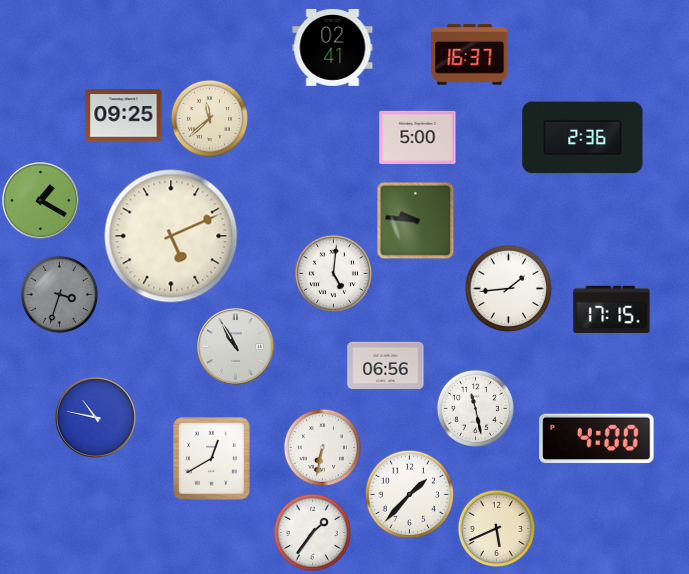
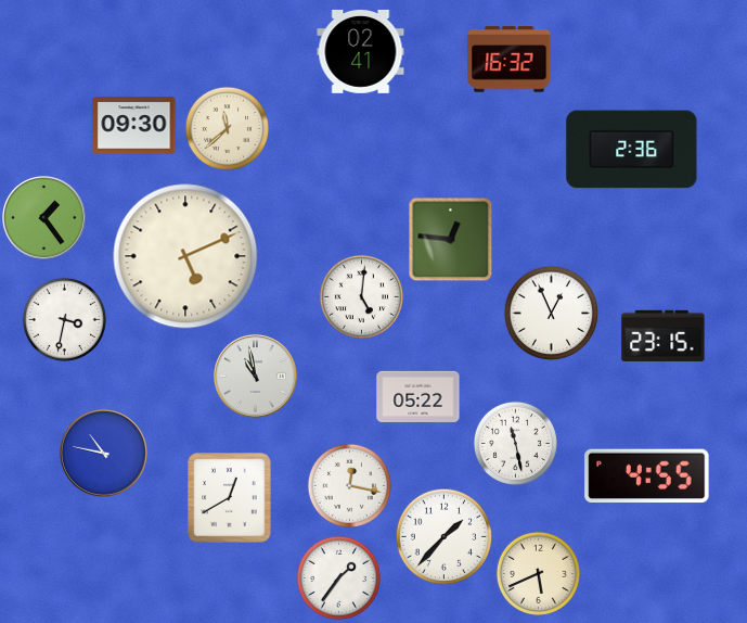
clock at (470, 55): 16:37 -> 16:32
clock at (124, 116): 09:25 -> 09:30
clock at (418, 137): 5:00 -> none
clock at (41, 201): 1:20 -> 1:24
clock at (415, 220): 9:46 -> 12:46
clock at (508, 288): 1:44 -> 12:56
clock at (59, 294): 3:33 -> 3:32
clock at (59, 294) dial: grey -> white
clock at (612, 309): 17:15 -> 23:15
clock at (236, 347): 10:55 -> 10:58
clock at (386, 365): 06:56 -> 05:22
clock at (597, 439): 4:00 -> 4:55
clock at (322, 447): 6:32 -> 12:17
